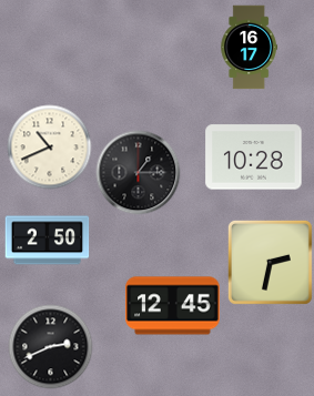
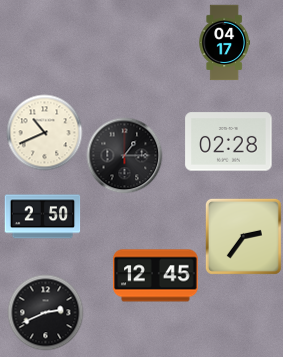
clock at (249, 48): 16:17 -> 04:17
clock at (254, 158): 10:28 -> 02:28
clock at (270, 262): 2:32 -> 2:36
